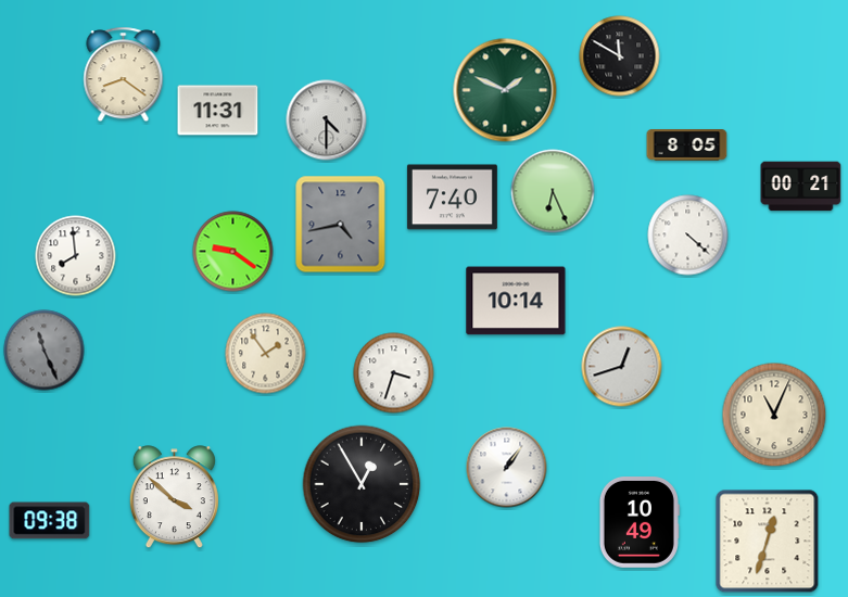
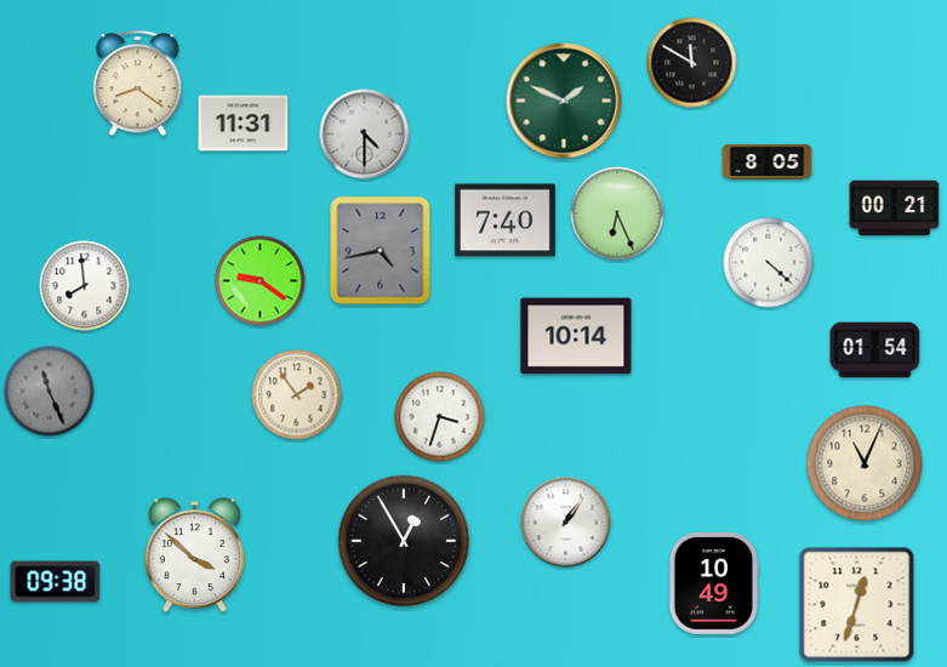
clock at (875, 350): none -> 01:54
clock at (622, 367): 12:42 -> none
